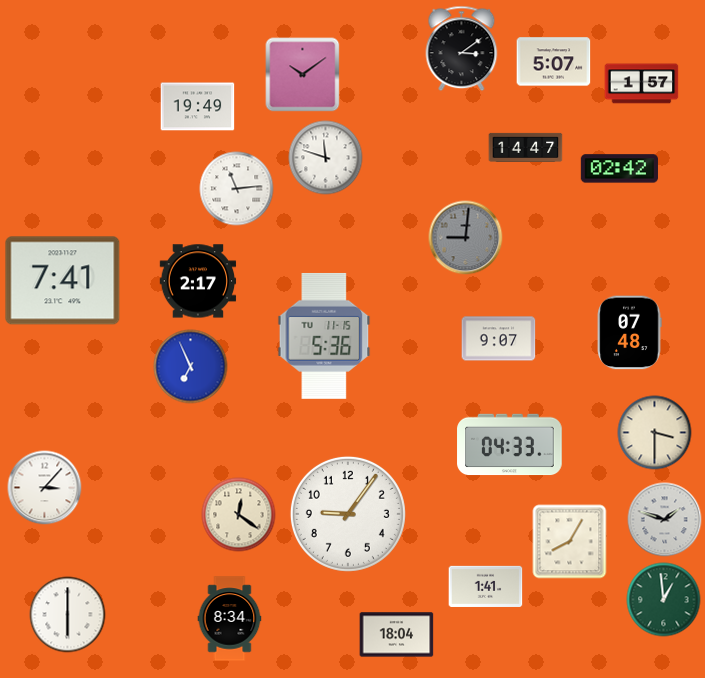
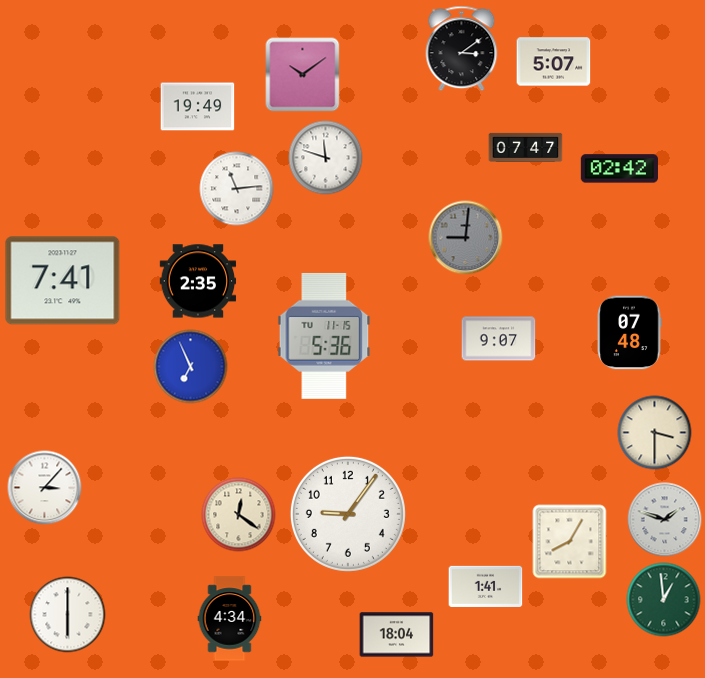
clock at (642, 84): 1:57 -> none
clock at (526, 147): 14:47 -> 07:47
clock at (198, 281): 2:17 -> 2:35
clock at (510, 445): 04:33 -> none
clock at (230, 619): 8:34 -> 4:34
